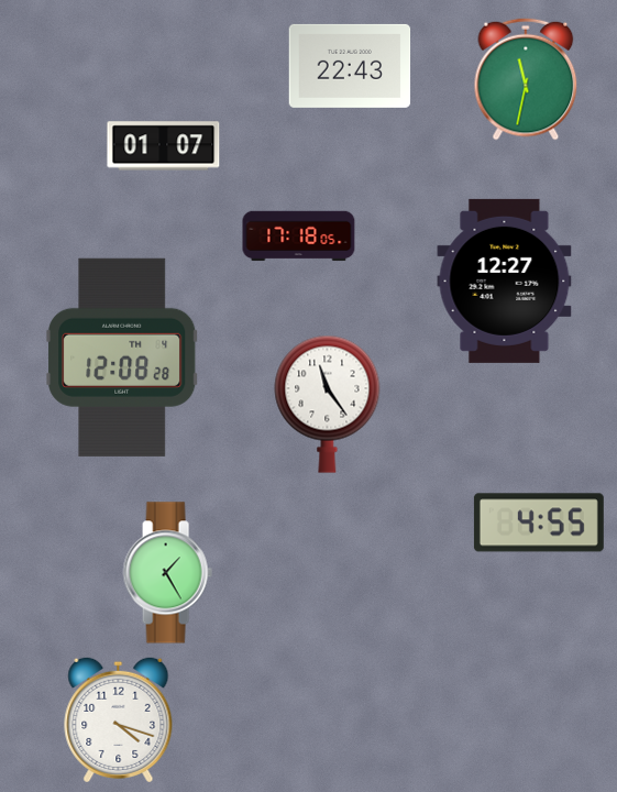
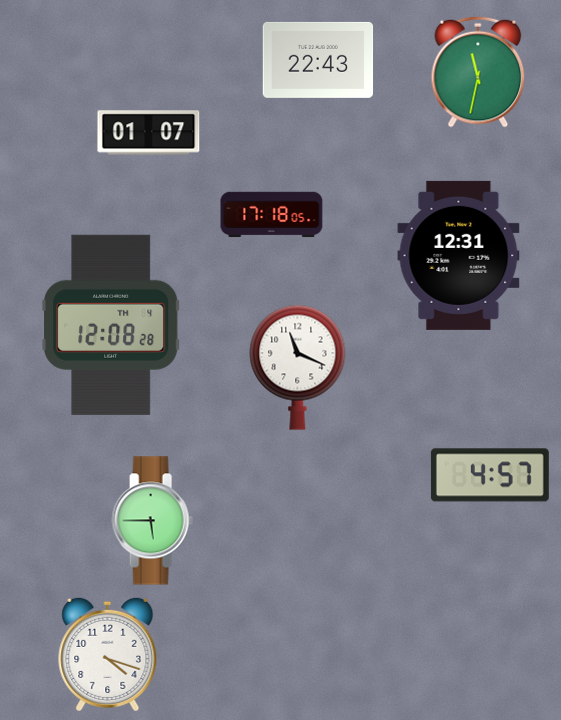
clock at (505, 280): 12:27 -> 12:31
clock at (328, 404): 11:24 -> 11:19
clock at (539, 522): 4:55 -> 4:57
clock at (167, 573): 1:25 -> 5:45
